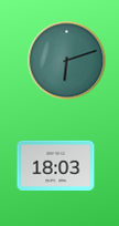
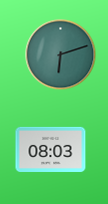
clock at (56, 165): 18:03 -> 08:03
